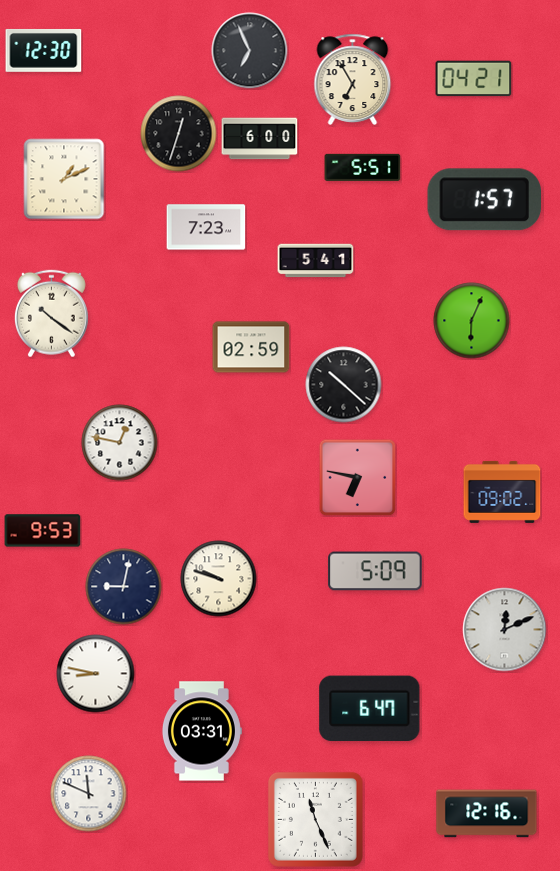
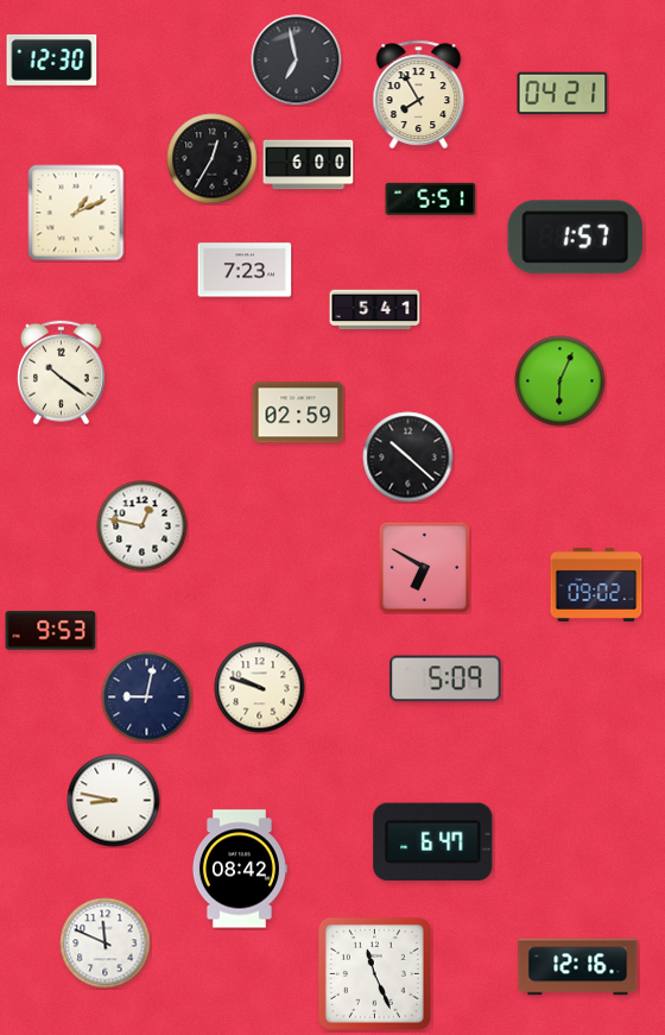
clock at (250, 51): 6:56 -> 6:58
clock at (353, 79): 6:55 -> 7:55
clock at (179, 134): 12:33 -> 12:35
clock at (357, 477): 6:47 -> 6:50
clock at (505, 630): 12:11 -> none
clock at (370, 709) position: (370, 709) -> (433, 842)
clock at (201, 731): 03:31 -> 08:42
